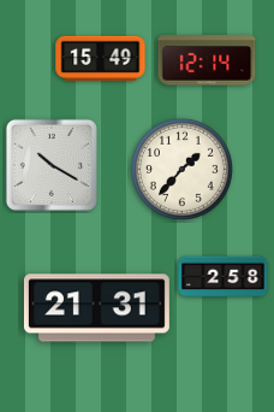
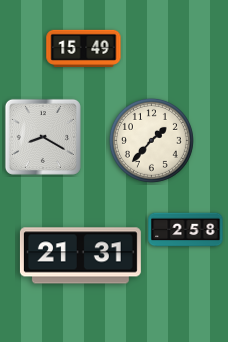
clock at (207, 60): 12:14 -> none
clock at (52, 165): 10:20 -> 8:20
